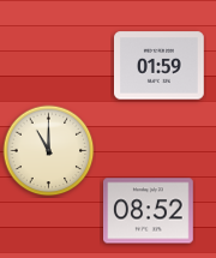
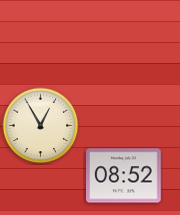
clock at (160, 66): 01:59 -> none
clock at (49, 151): 11:00 -> 12:55
